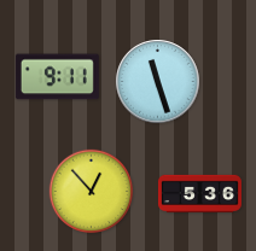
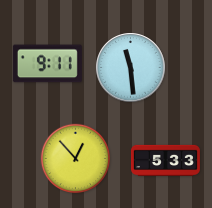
clock at (158, 82): 11:27 -> 11:29
clock at (199, 194): 5:36 -> 5:33
